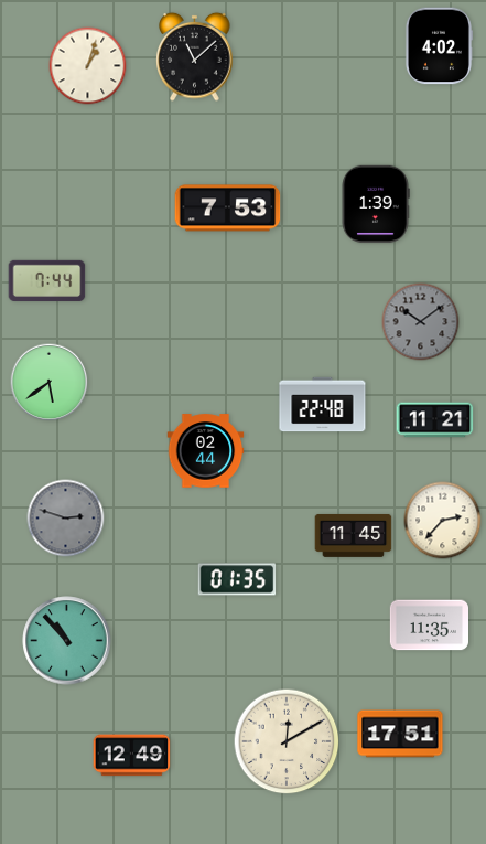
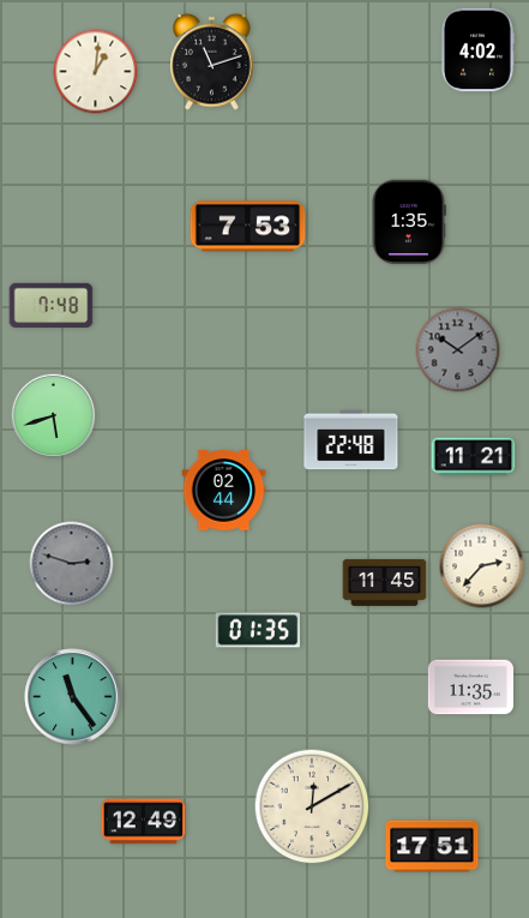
clock at (195, 56): 11:08 -> 11:12
clock at (88, 66): 1:03 -> 1:01
clock at (376, 204): 1:39 -> 1:35
clock at (47, 281): 7:44 -> 7:48
clock at (50, 383): 5:39 -> 5:42
clock at (429, 626) position: (429, 626) -> (470, 688)
clock at (67, 641): 10:53 -> 11:24
clock at (400, 734) position: (400, 734) -> (432, 846)
